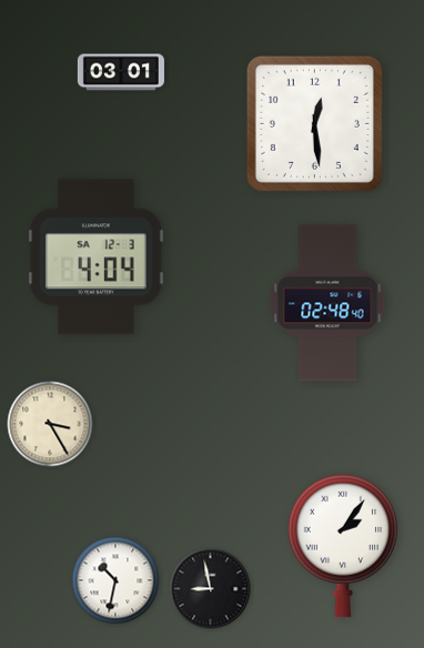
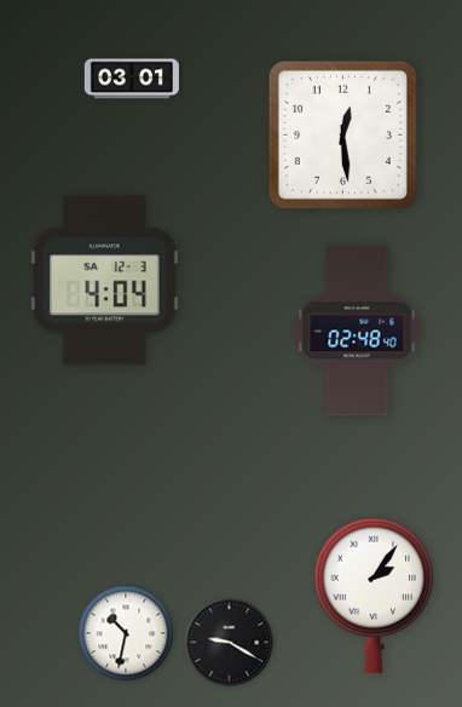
clock at (50, 424): 3:25 -> none
clock at (211, 589): 8:58 -> 9:20
